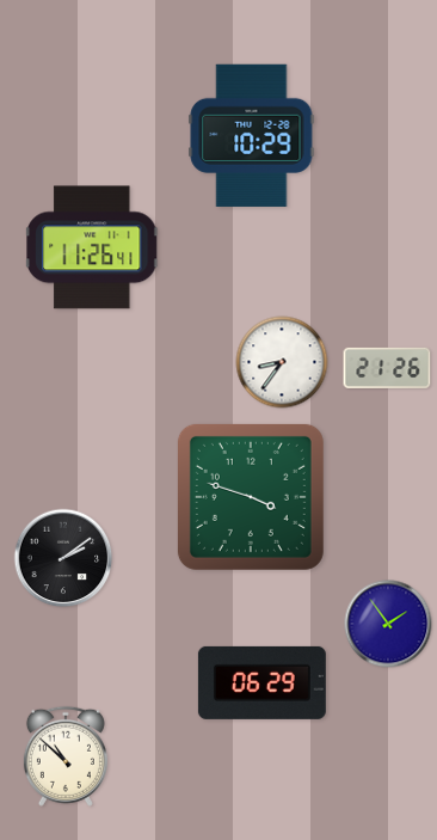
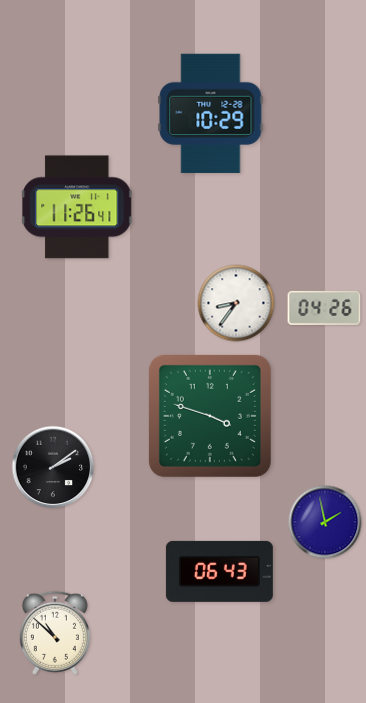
clock at (387, 368): 21:26 -> 04:26
clock at (388, 624): 1:54 -> 1:58
clock at (261, 682): 06:29 -> 06:43
